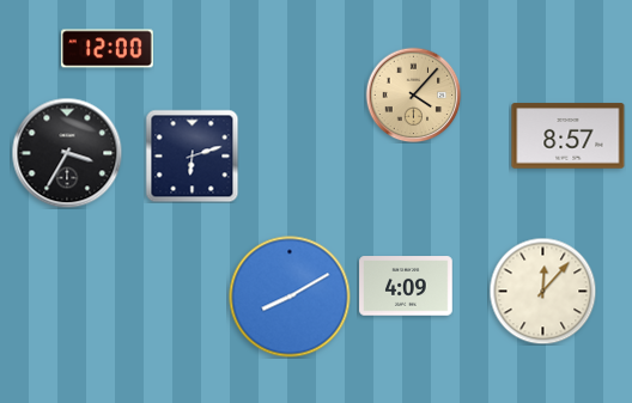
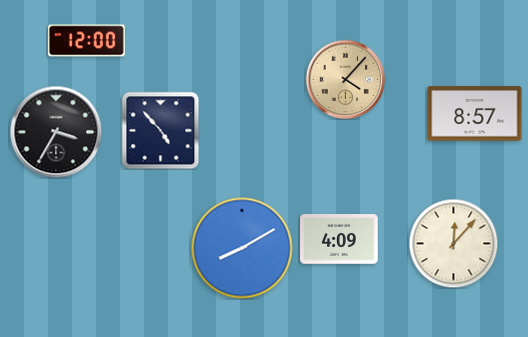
clock at (108, 49) position: (108, 49) -> (87, 41)
clock at (67, 153) position: (67, 153) -> (56, 132)
clock at (192, 155): 6:12 -> 4:53
